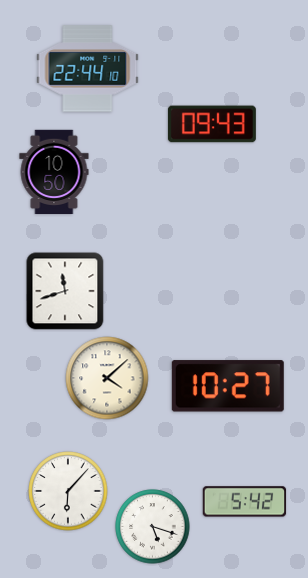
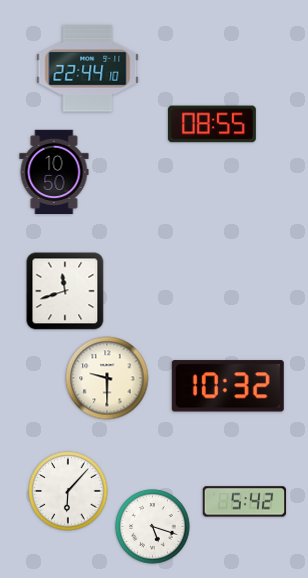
clock at (212, 124): 09:43 -> 08:55
clock at (107, 378): 4:08 -> 9:30
clock at (228, 386): 10:27 -> 10:32
